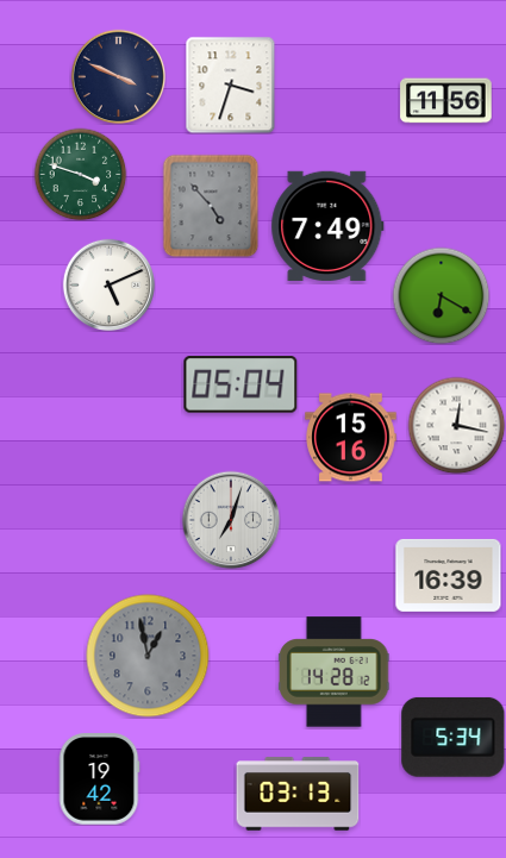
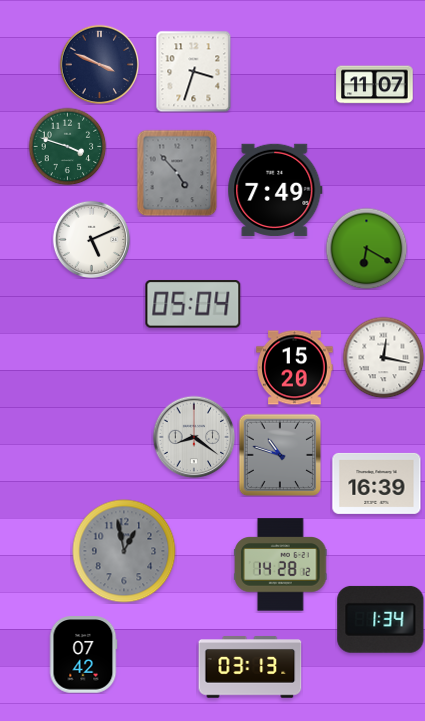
clock at (446, 101): 11:56 -> 11:07
clock at (441, 295) position: (441, 295) -> (366, 248)
clock at (240, 384) position: (240, 384) -> (193, 304)
clock at (351, 438): 15:16 -> 15:20
clock at (231, 520): 7:03 -> 8:21
clock at (280, 455): none -> 10:48
clock at (454, 737): 5:34 -> 1:34
clock at (99, 779): 19:42 -> 07:42
